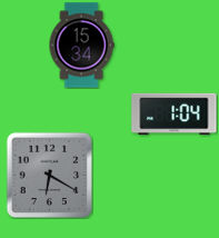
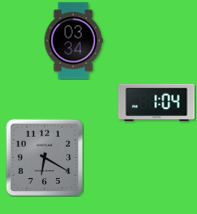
clock at (81, 46): 15:34 -> 03:34
